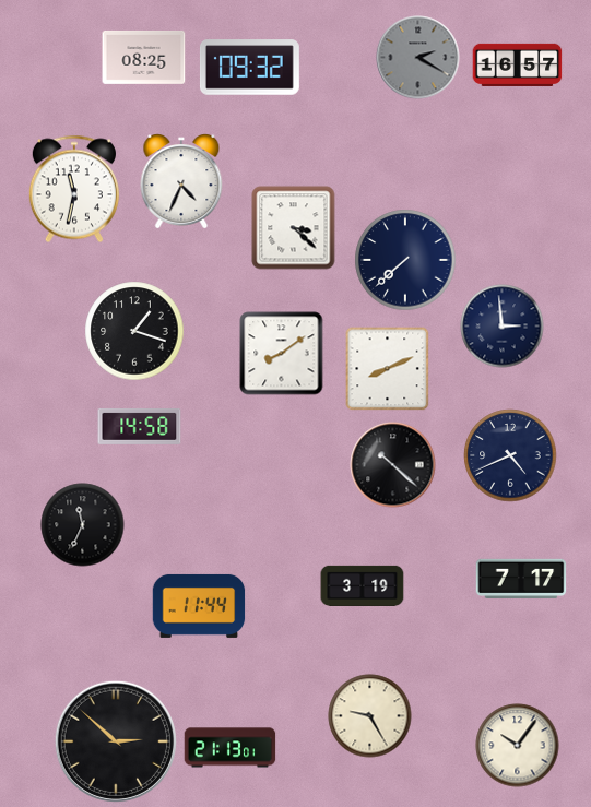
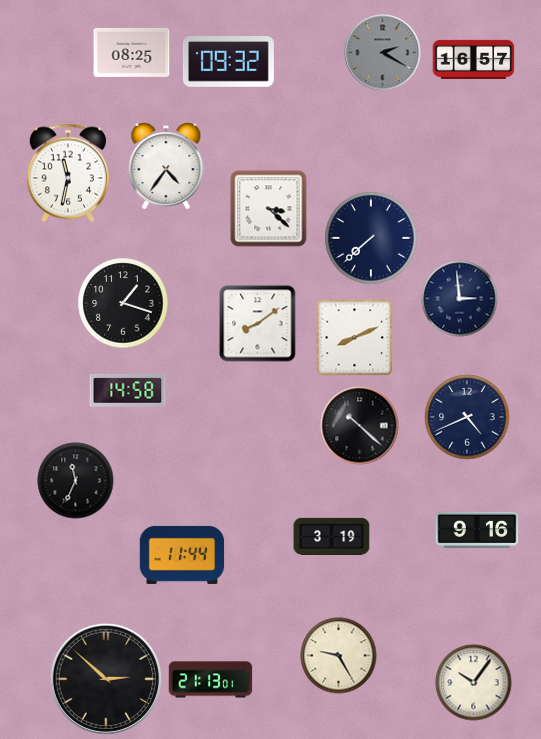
clock at (181, 181): 4:34 -> 4:36
clock at (521, 579): 7:17 -> 9:16
clock at (231, 748) position: (231, 748) -> (211, 680)
